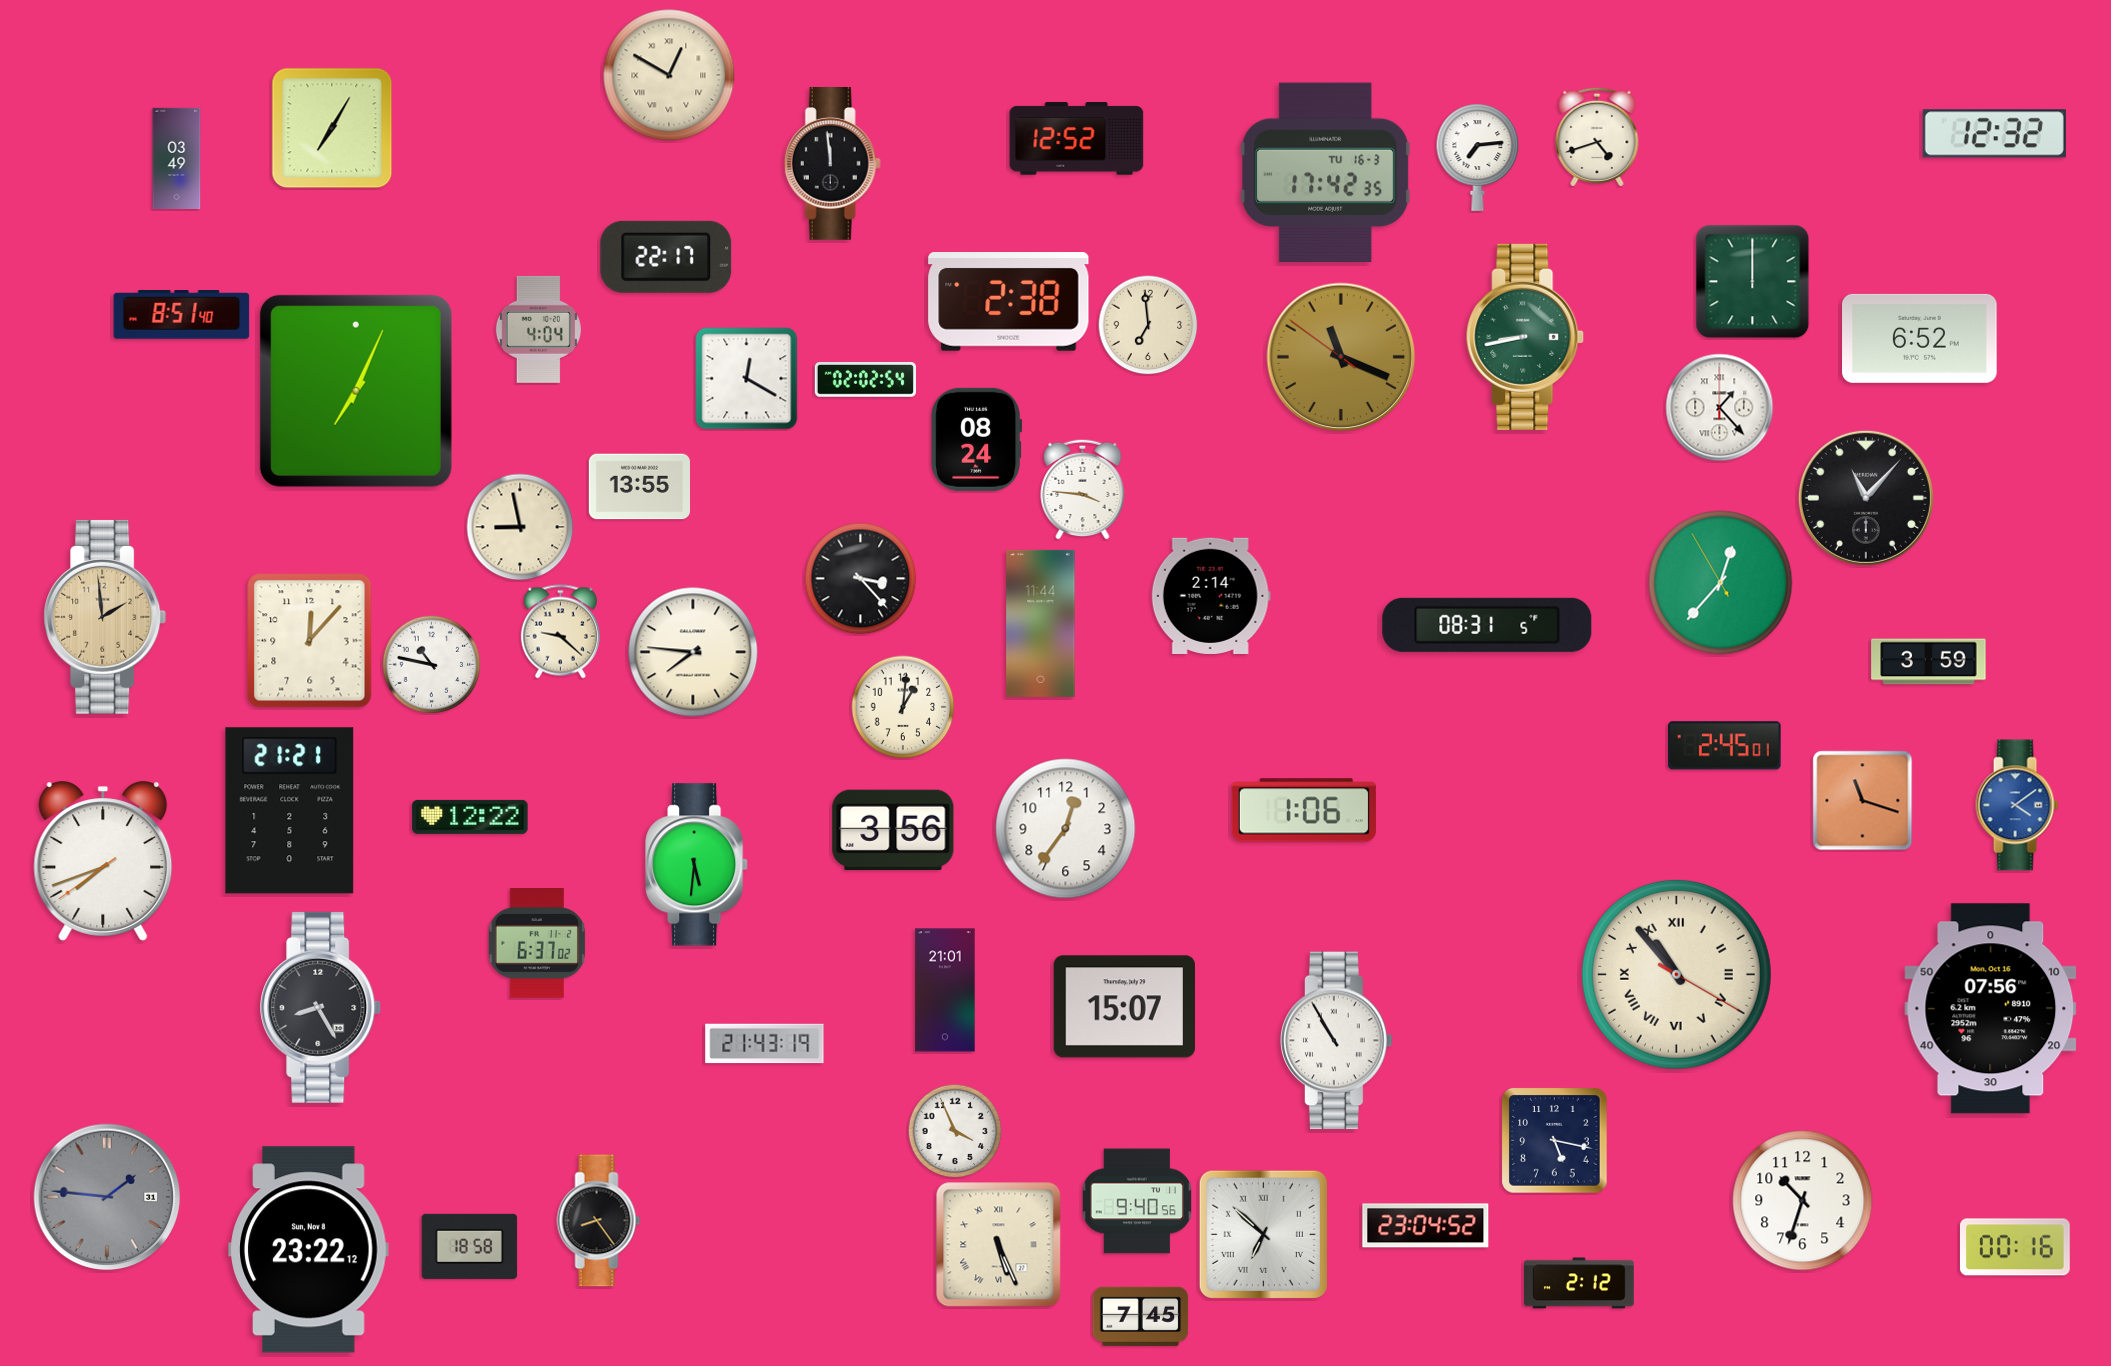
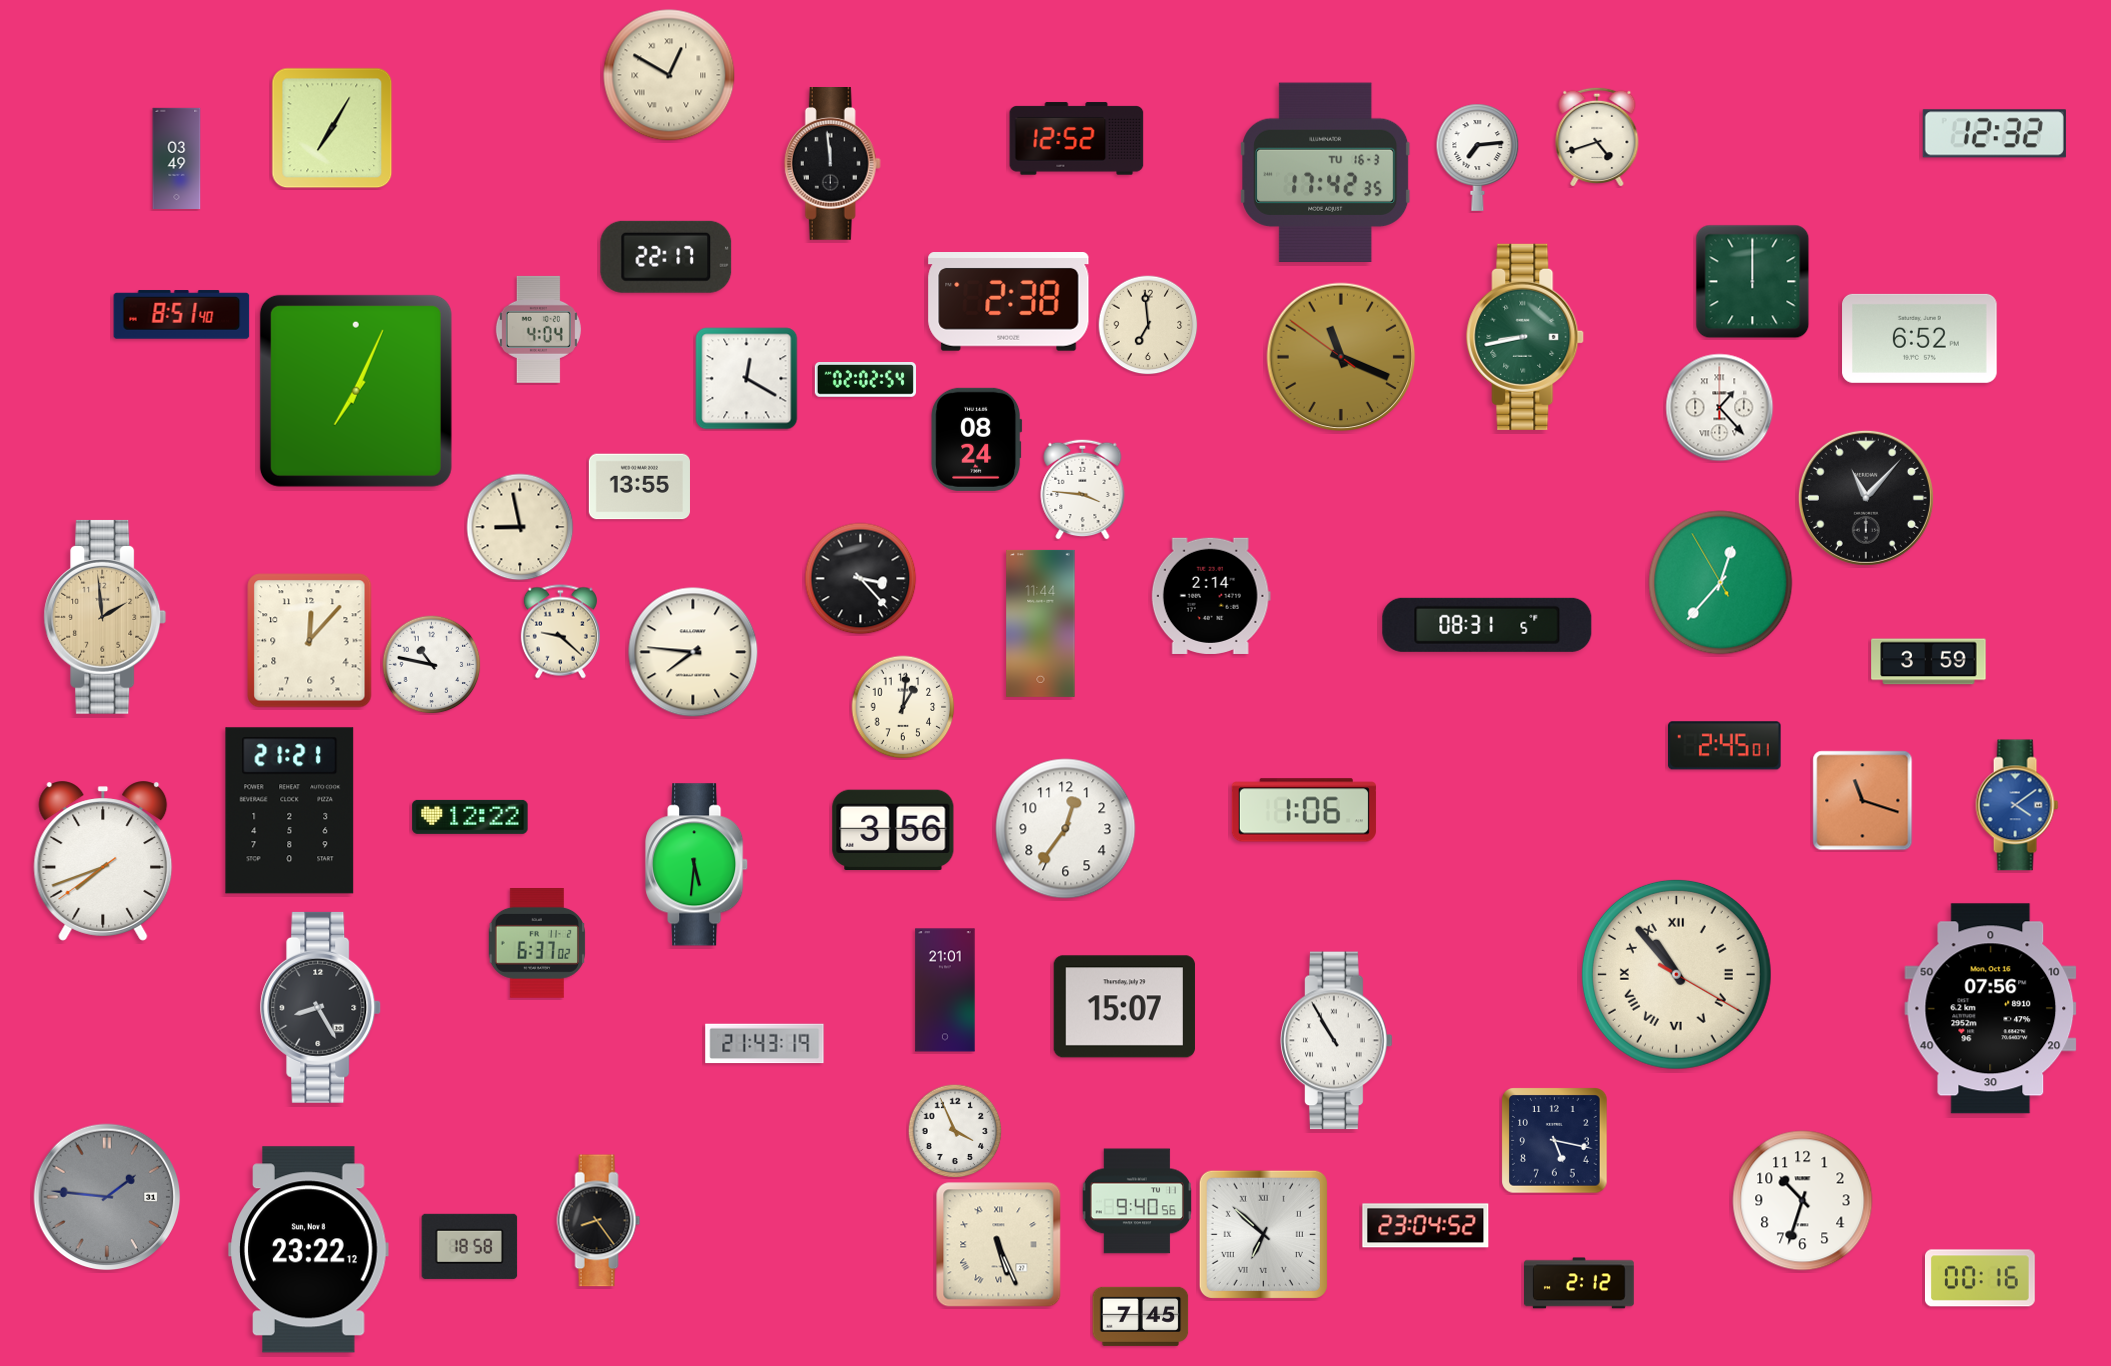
clock at (2015, 1247) position: (2015, 1247) -> (1980, 1278)
